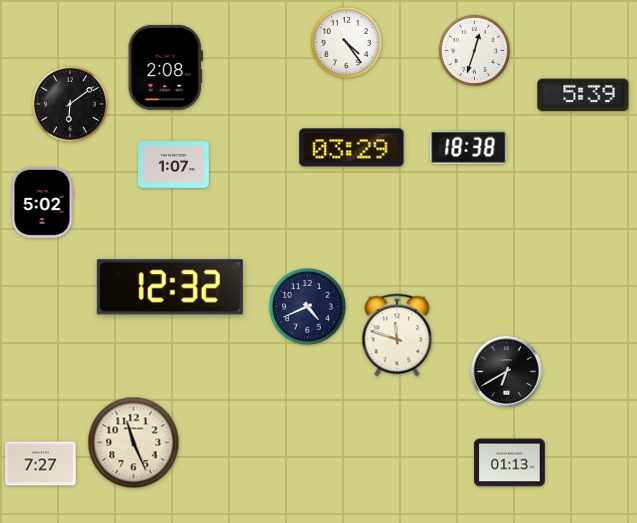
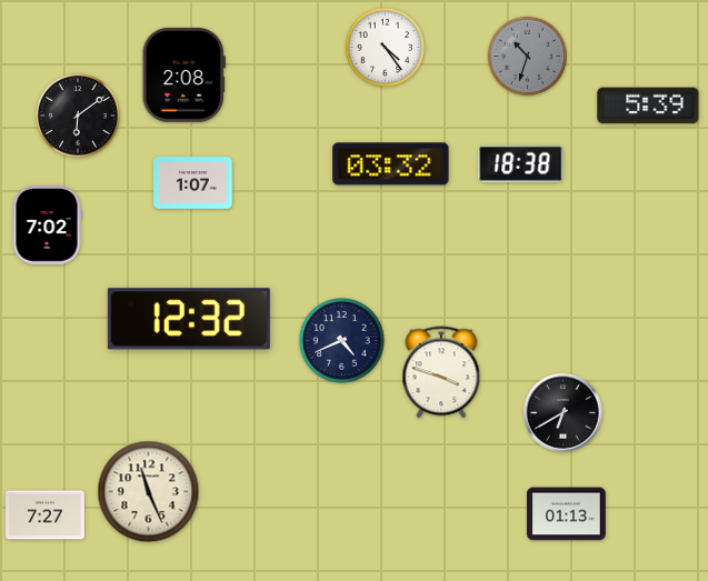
clock at (475, 51): 12:33 -> 10:33
clock at (475, 51) dial: white -> grey
clock at (352, 148): 03:29 -> 03:32
clock at (42, 203): 5:02 -> 7:02
clock at (397, 335): 11:48 -> 3:48
